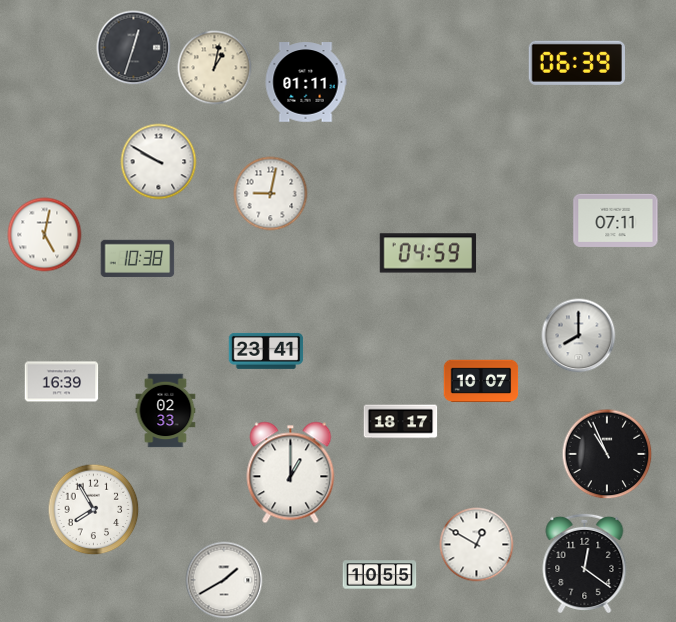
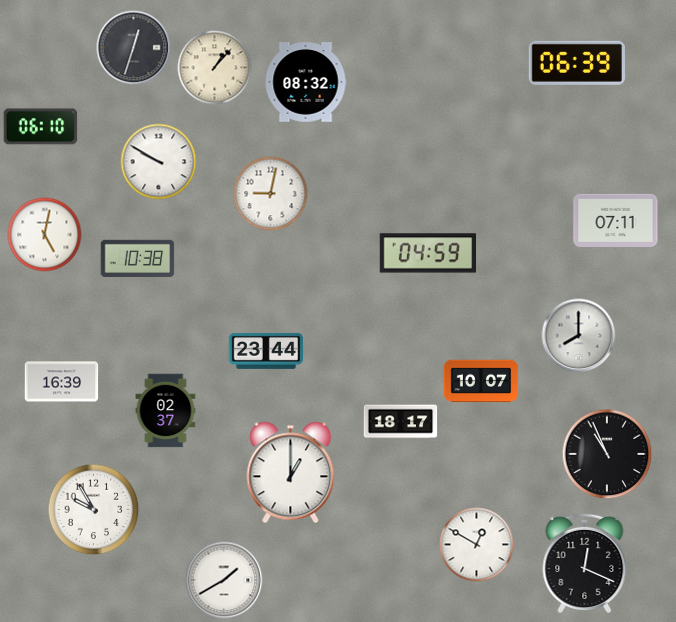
clock at (215, 68): 1:02 -> 1:07
clock at (306, 82): 01:11 -> 08:32
clock at (41, 127): none -> 06:10
clock at (266, 351): 23:41 -> 23:44
clock at (166, 411): 02:33 -> 02:37
clock at (94, 510): 7:55 -> 9:55
clock at (585, 563): 12:21 -> 12:19
clock at (380, 575): 10:55 -> none
